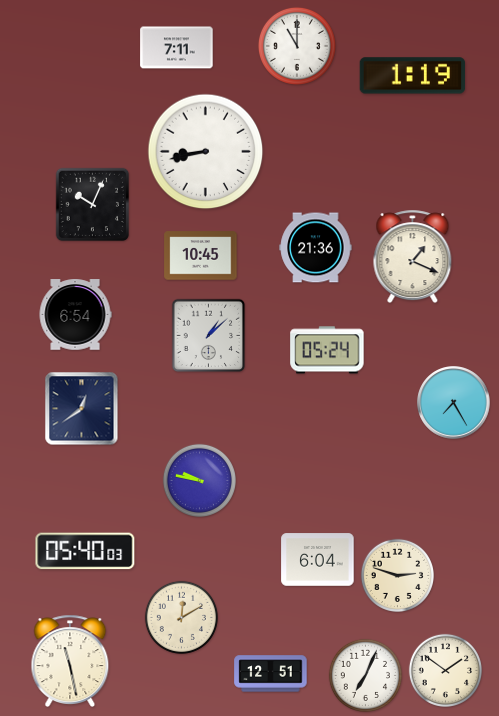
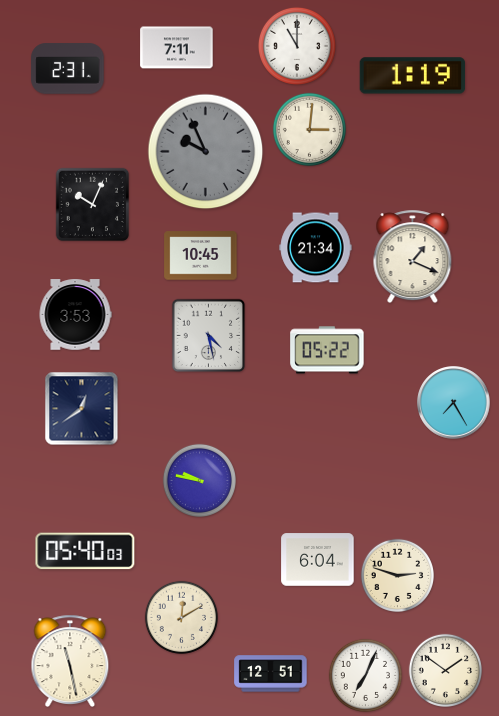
clock at (68, 69): none -> 2:31
clock at (309, 129): none -> 3:01
clock at (206, 152): 8:43 -> 9:56
clock at (206, 152) dial: white -> grey
clock at (316, 248): 21:36 -> 21:34
clock at (75, 315): 6:54 -> 3:53
clock at (209, 336): 1:08 -> 4:28
clock at (327, 350): 05:24 -> 05:22
